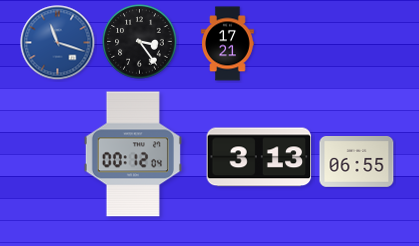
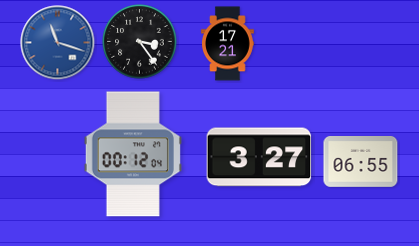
clock at (259, 157): 3:13 -> 3:27
clock at (357, 162) position: (357, 162) -> (361, 162)
